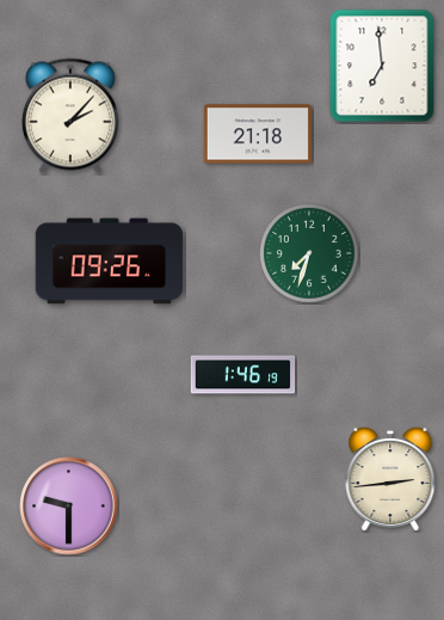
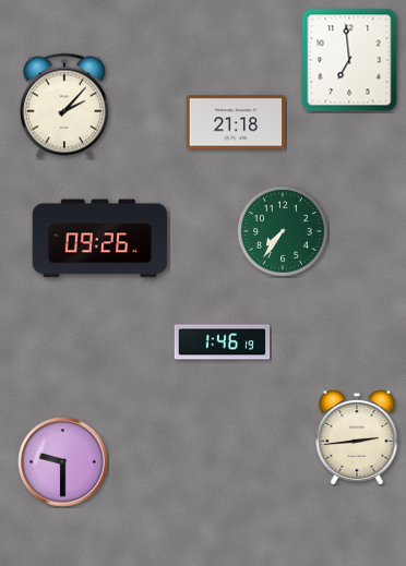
clock at (309, 253): 7:33 -> 7:36
